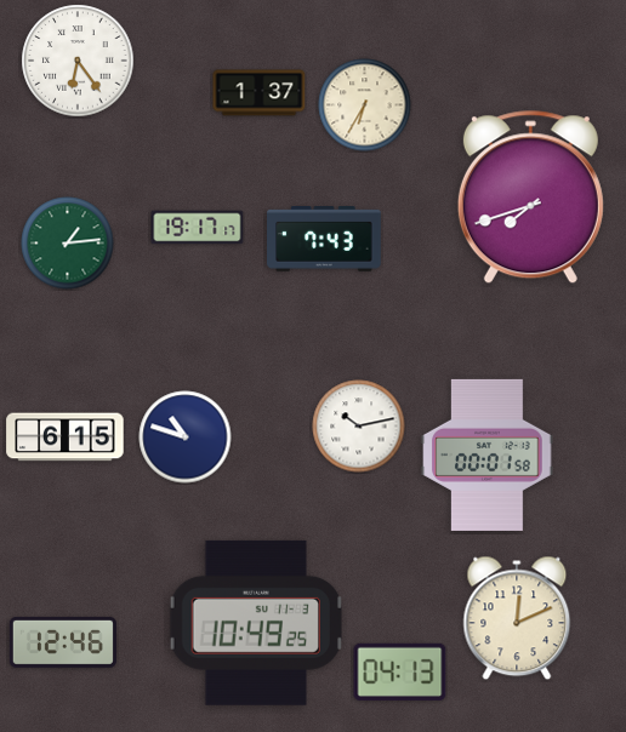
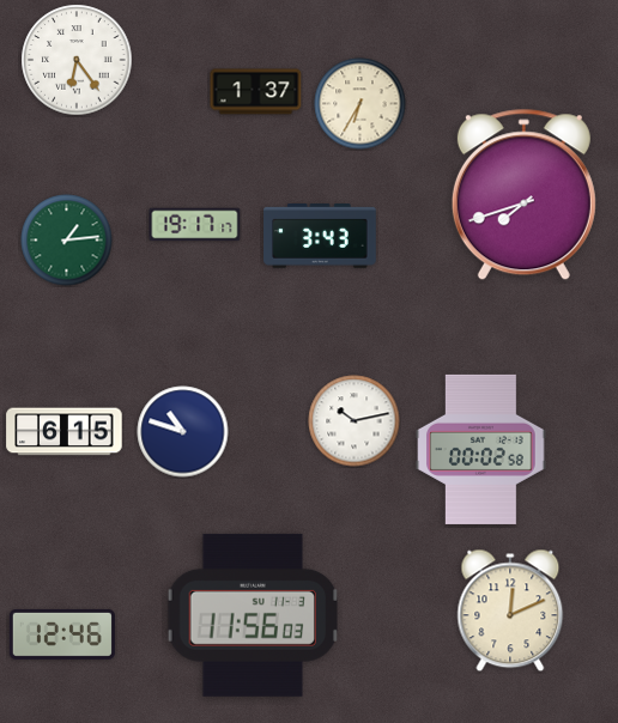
clock at (324, 240): 7:43 -> 3:43
clock at (488, 454): 00:01 -> 00:02
clock at (256, 623): 10:49 -> 11:56
clock at (400, 671): 04:13 -> none
